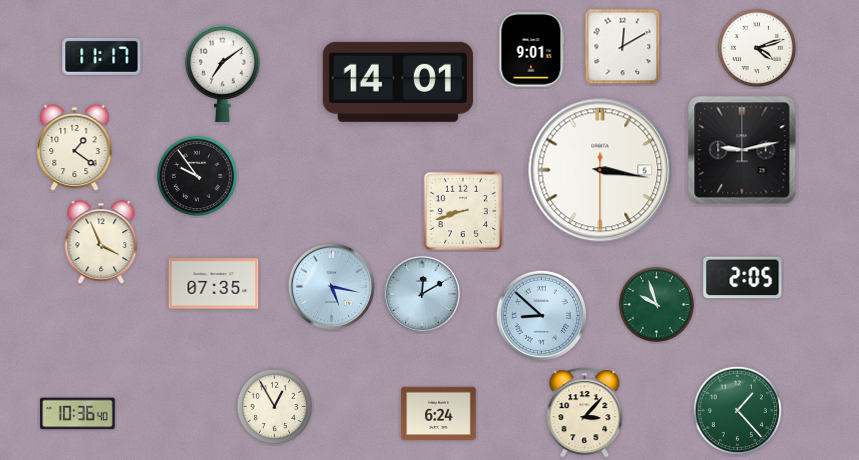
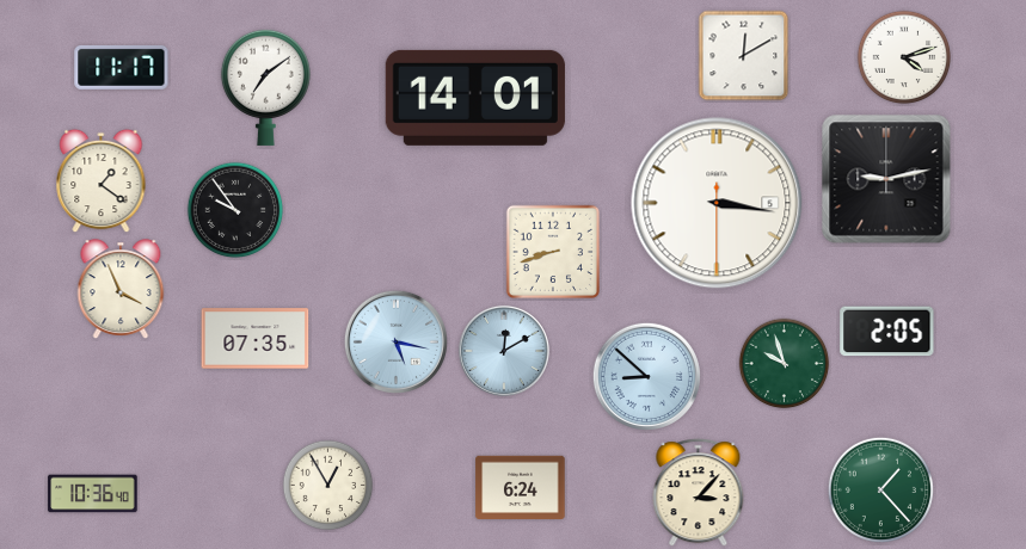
clock at (532, 50): 9:01 -> none
clock at (75, 148) position: (75, 148) -> (102, 181)
clock at (439, 414) position: (439, 414) -> (521, 488)
